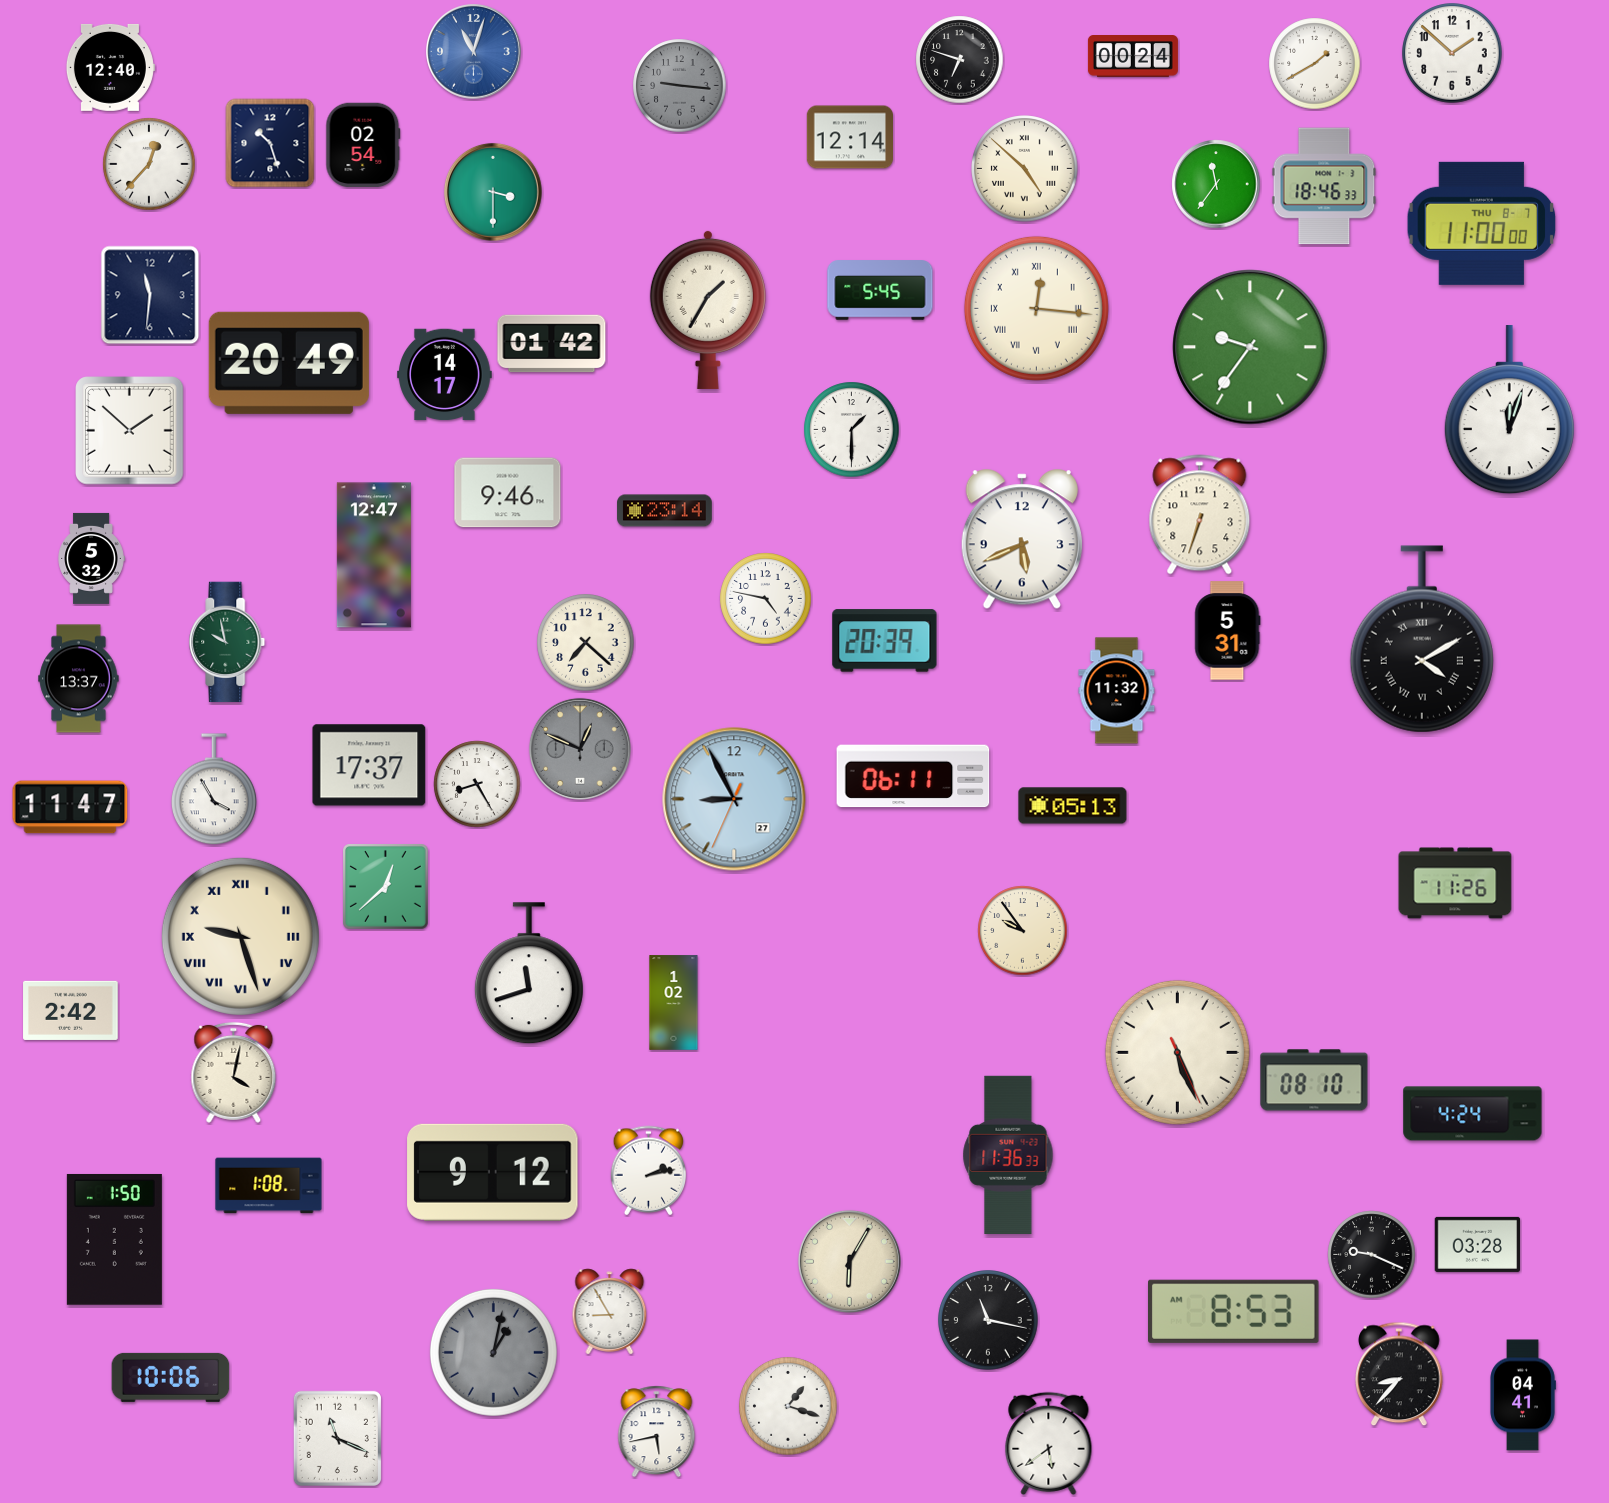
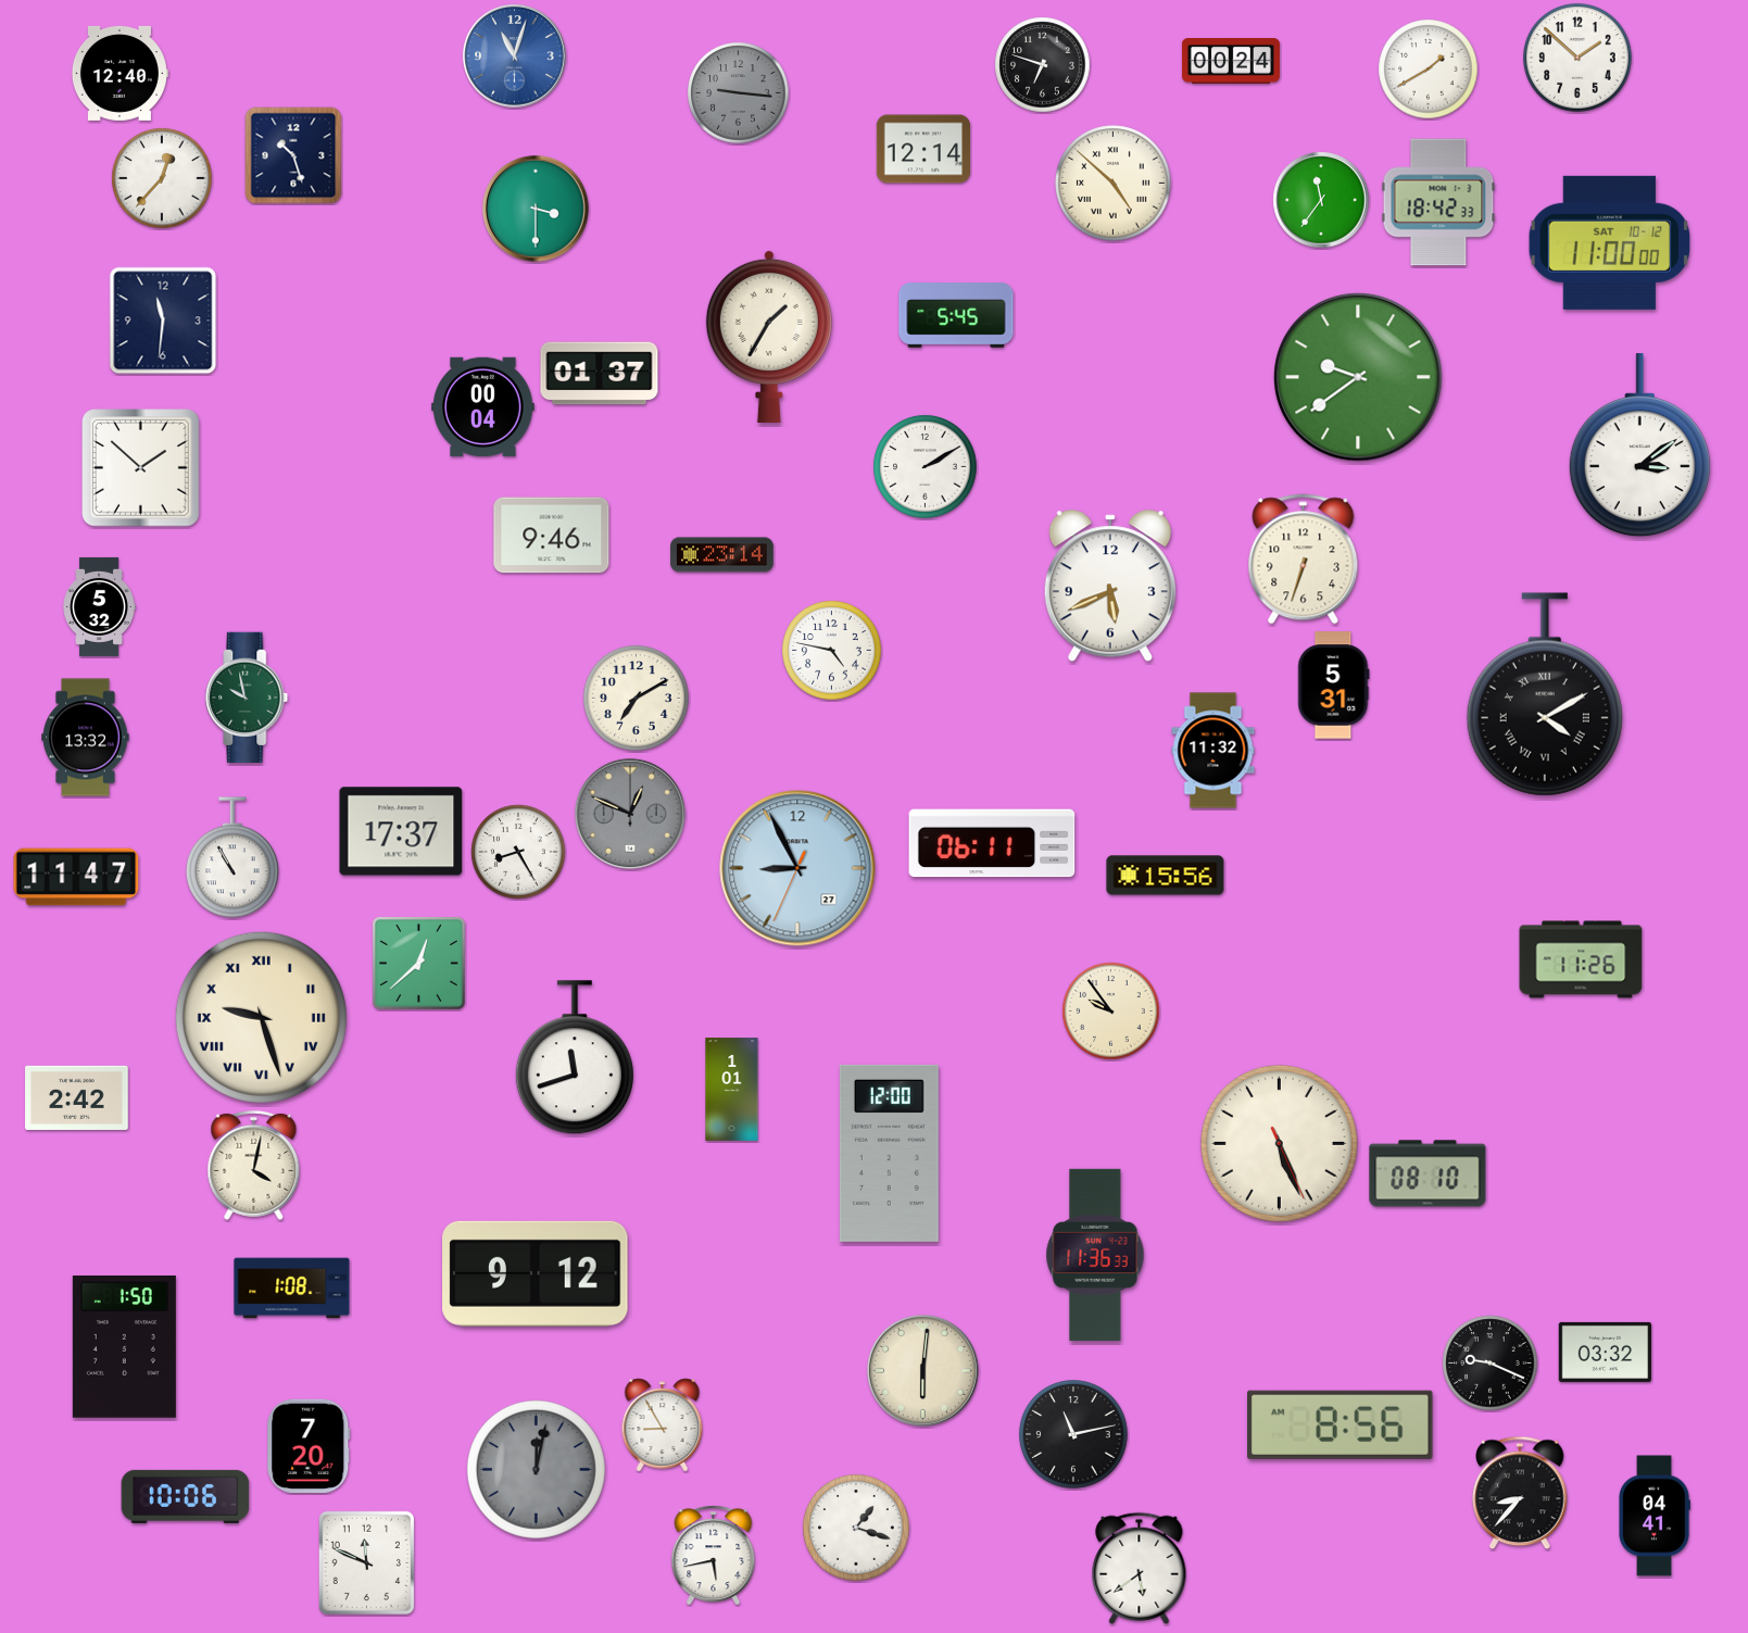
clock at (363, 145): 02:54 -> none
clock at (1324, 186): 18:46 -> 18:42
clock at (1481, 223) date: THU 8-7 -> SAT 10-12
clock at (1036, 308): 12:16 -> none
clock at (552, 344): 01:42 -> 01:37
clock at (1250, 347): 9:36 -> 9:39
clock at (289, 363): 20:49 -> none
clock at (445, 375): 14:17 -> 00:04
clock at (1509, 410): 12:03 -> 3:09
clock at (852, 430): 1:30 -> 2:10
clock at (374, 555): 12:47 -> none
clock at (885, 641): 20:39 -> none
clock at (586, 643): 7:22 -> 7:10
clock at (79, 679): 13:37 -> 13:32
clock at (214, 790): 3:55 -> 10:55
clock at (1073, 806): 05:13 -> 15:56
clock at (674, 1003): 1:02 -> 1:01
clock at (889, 1153): none -> 12:00
clock at (1473, 1114): 4:24 -> none
clock at (649, 1171): 2:13 -> none
clock at (1478, 1244): 03:28 -> 03:32
clock at (849, 1261): 6:05 -> 6:01
clock at (1234, 1311): 8:53 -> 8:56
clock at (988, 1320): 11:17 -> 11:13
clock at (309, 1446): none -> 7:20
clock at (493, 1352): 1:02 -> 12:02
clock at (337, 1438): 11:19 -> 11:49
